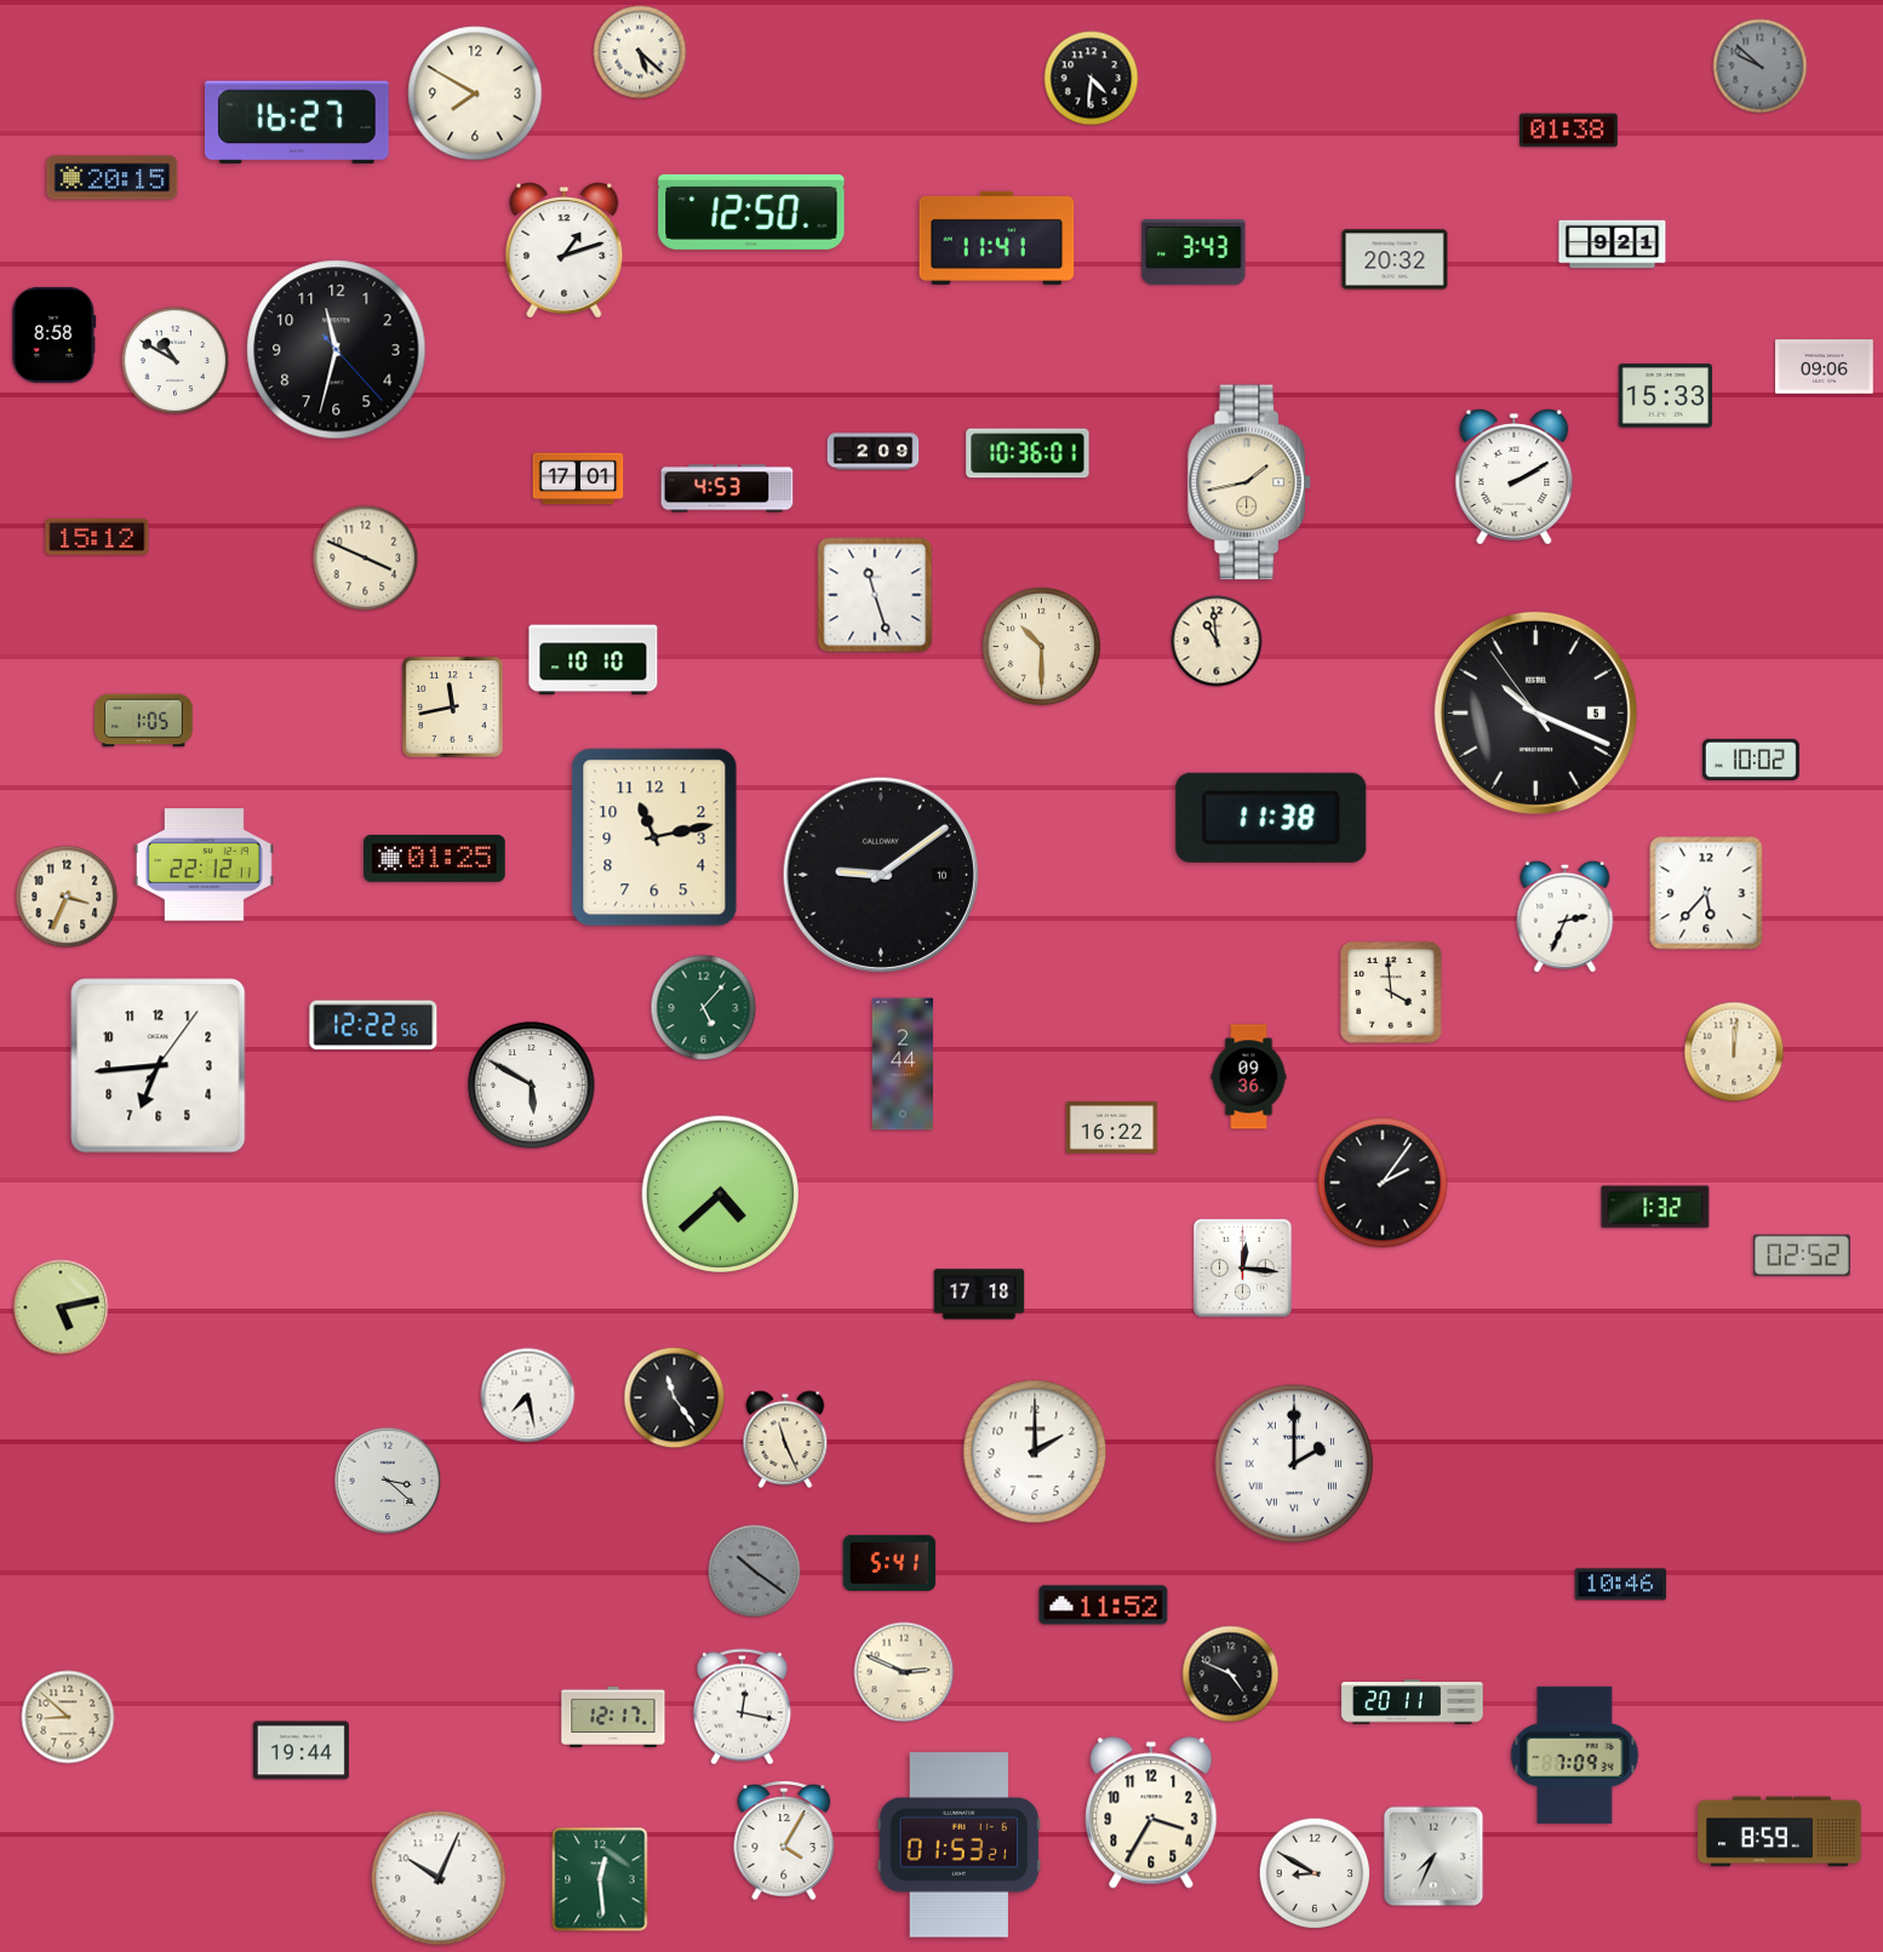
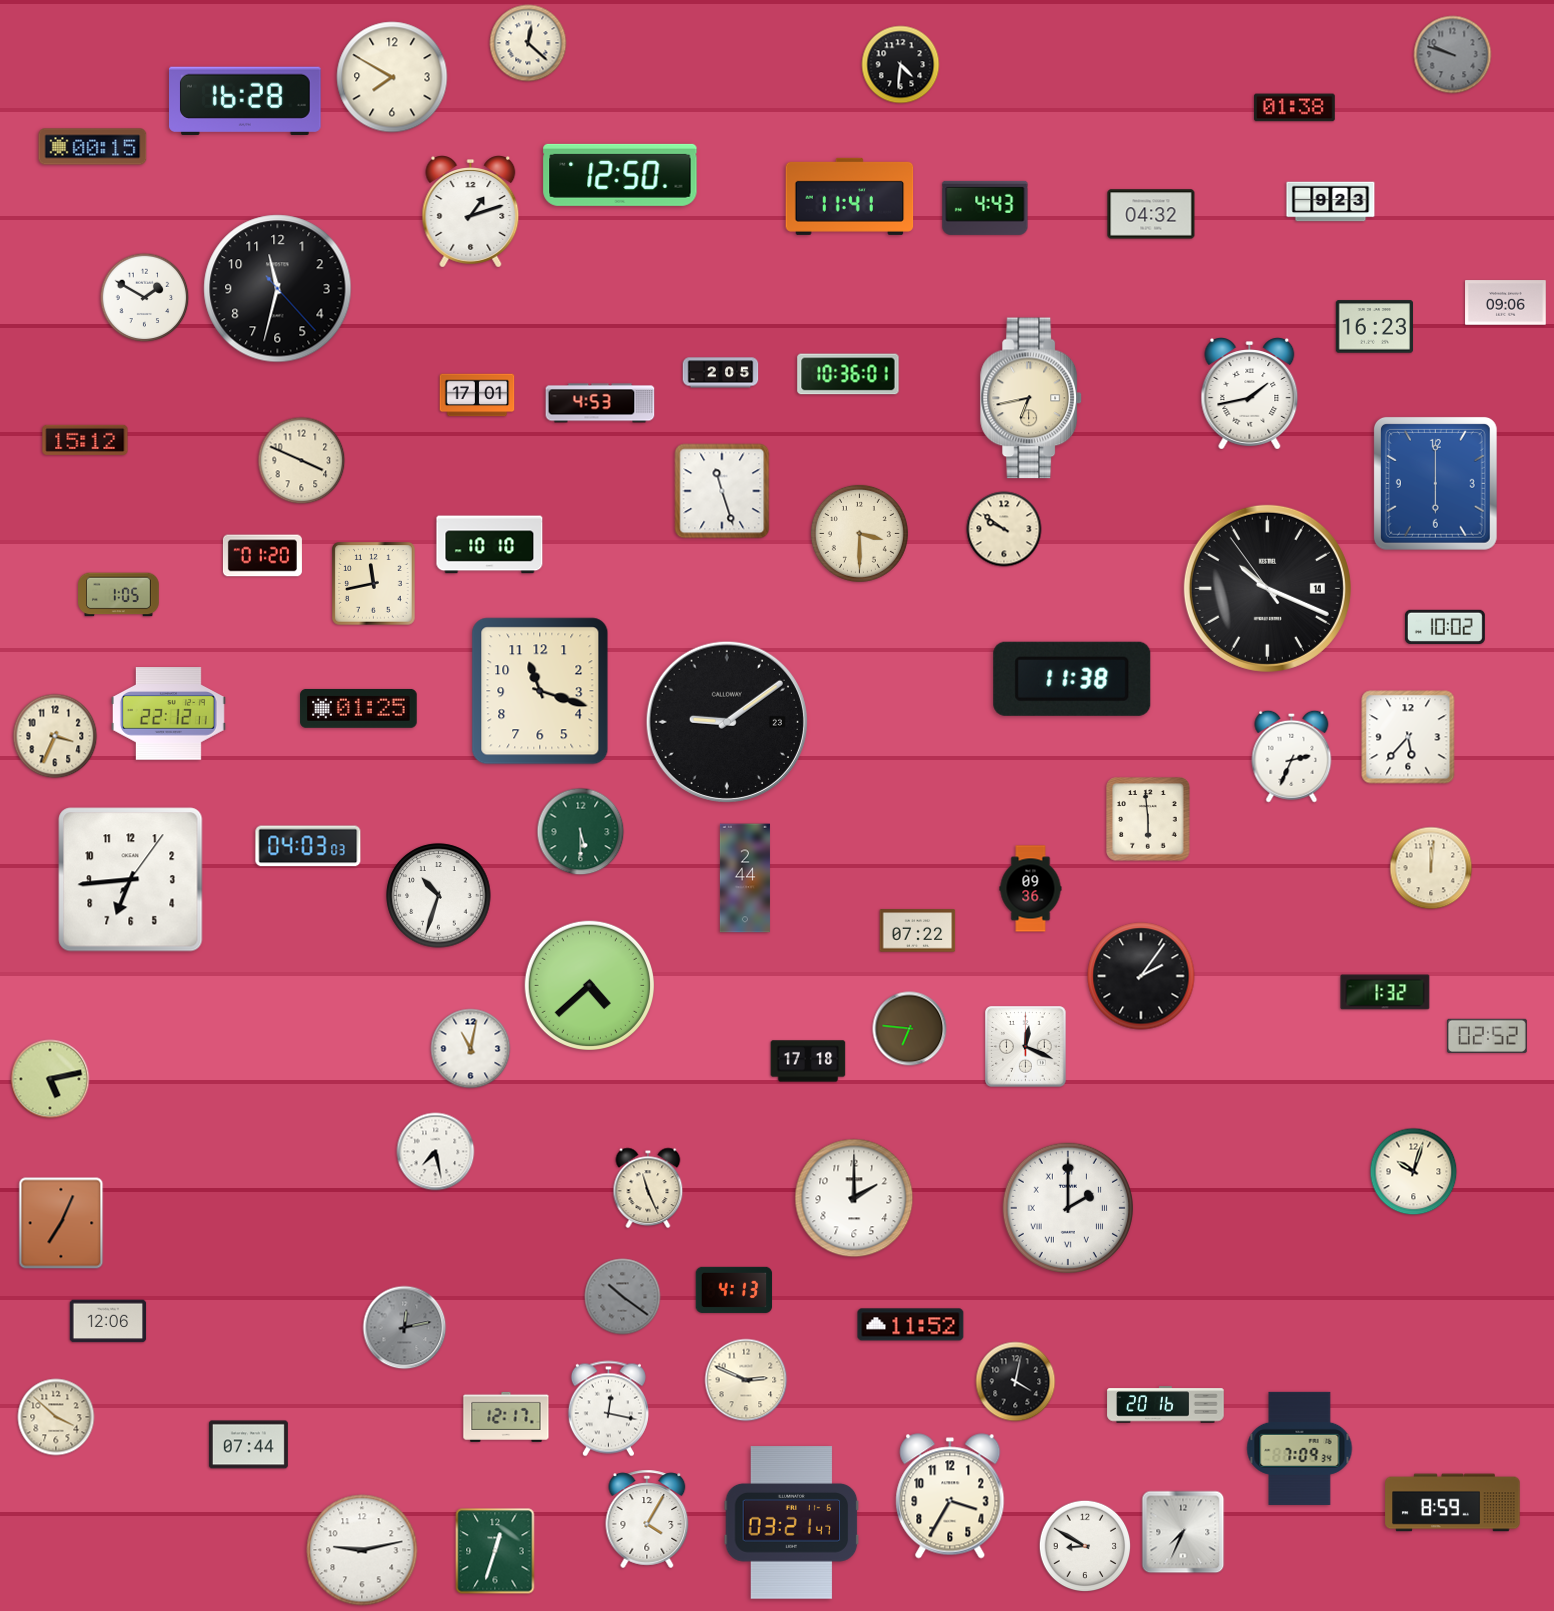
clock at (640, 52): 5:22 -> 12:22
clock at (1761, 67): 9:52 -> 9:48
clock at (298, 122): 16:27 -> 16:28
clock at (113, 178): 20:15 -> 00:15
clock at (997, 237) position: (997, 237) -> (850, 196)
clock at (1613, 245): 9:21 -> 9:23
clock at (565, 251) position: (565, 251) -> (471, 212)
clock at (1194, 252): 3:43 -> 4:43
clock at (1395, 259): 20:32 -> 04:32
clock at (55, 334): 8:58 -> none
clock at (176, 361): 10:50 -> 1:50
clock at (1665, 396): 15:33 -> 16:23
clock at (874, 452): 2:09 -> 2:05
clock at (1515, 477): 2:10 -> 1:43
clock at (1250, 482): 1:43 -> 6:43
clock at (97, 537) position: (97, 537) -> (85, 440)
clock at (1435, 483): none -> 6:00
clock at (1217, 641): 10:59 -> 9:51
clock at (1041, 646): 10:30 -> 3:30
clock at (262, 556): none -> 01:20
clock at (1535, 712) date: 5 -> 14
clock at (1271, 818) position: (1271, 818) -> (1072, 679)
clock at (654, 837): 11:13 -> 11:18
clock at (881, 875) date: 10 -> 23
clock at (67, 897) position: (67, 897) -> (55, 736)
clock at (1391, 992): 3:59 -> 5:59
clock at (704, 1008): 5:07 -> 5:30
clock at (373, 1025): 12:22 -> 04:03
clock at (532, 1086): 5:50 -> 10:33
clock at (1112, 1128): 16:22 -> 07:22
clock at (720, 1193) position: (720, 1193) -> (589, 985)
clock at (1655, 1207) position: (1655, 1207) -> (1385, 992)
clock at (910, 1029): none -> 6:46
clock at (1243, 1269): 12:16 -> 12:19
clock at (471, 1049): none -> 11:02
clock at (979, 1294) position: (979, 1294) -> (808, 1061)
clock at (675, 1398): 11:24 -> none
clock at (1414, 1172): none -> 10:03
clock at (388, 1481): 3:22 -> none
clock at (61, 1223): none -> 7:04
clock at (889, 1563): 5:41 -> 4:13
clock at (1621, 1585): 10:46 -> none
clock at (108, 1321): none -> 12:06
clock at (405, 1328): none -> 12:13
clock at (1231, 1675): 4:49 -> 4:02
clock at (1413, 1702): 20:11 -> 20:16
clock at (742, 1707) position: (742, 1707) -> (608, 1409)
clock at (68, 1717): 8:52 -> 3:52
clock at (301, 1751): 19:44 -> 07:44
clock at (1780, 1832) position: (1780, 1832) -> (1453, 1503)
clock at (960, 1845): 01:53 -> 03:21
clock at (439, 1878): 10:04 -> 9:13
clock at (600, 1879): 12:29 -> 12:33
